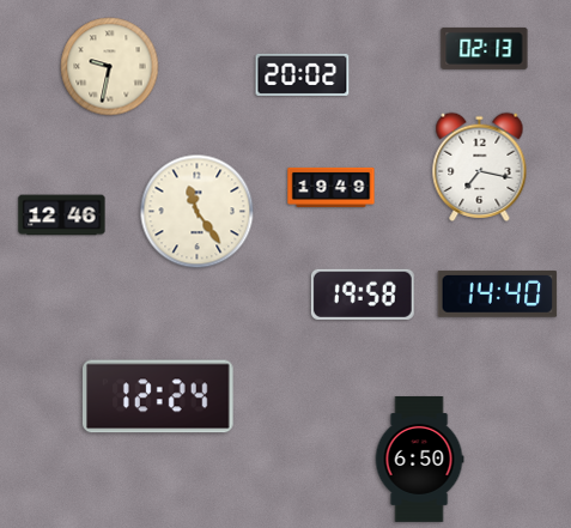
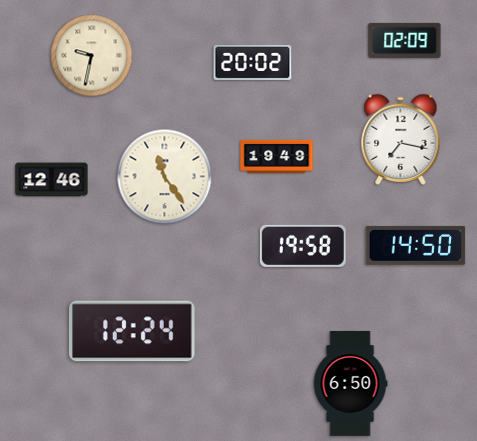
clock at (485, 48): 02:13 -> 02:09
clock at (498, 293): 14:40 -> 14:50
